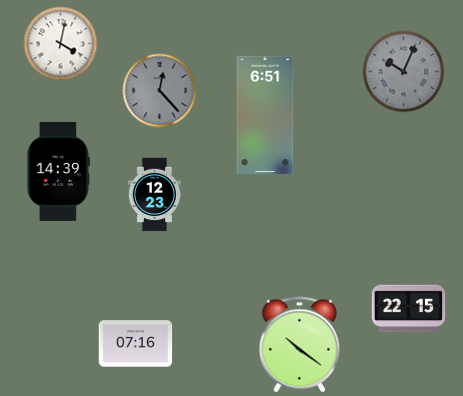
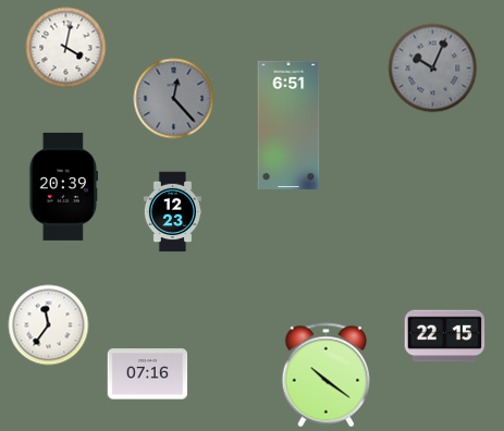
clock at (404, 72) position: (404, 72) -> (433, 69)
clock at (58, 171): 14:39 -> 20:39
clock at (154, 195) position: (154, 195) -> (172, 212)
clock at (49, 325): none -> 11:36
